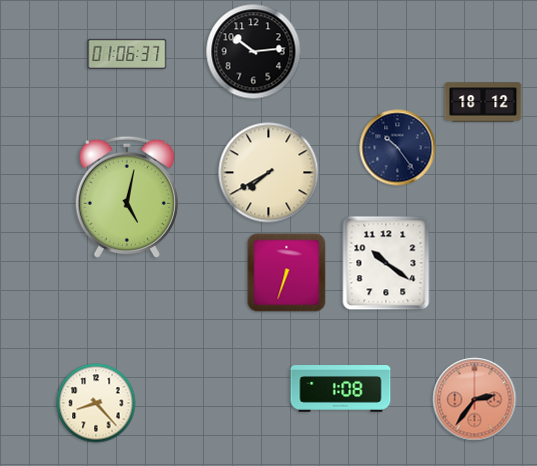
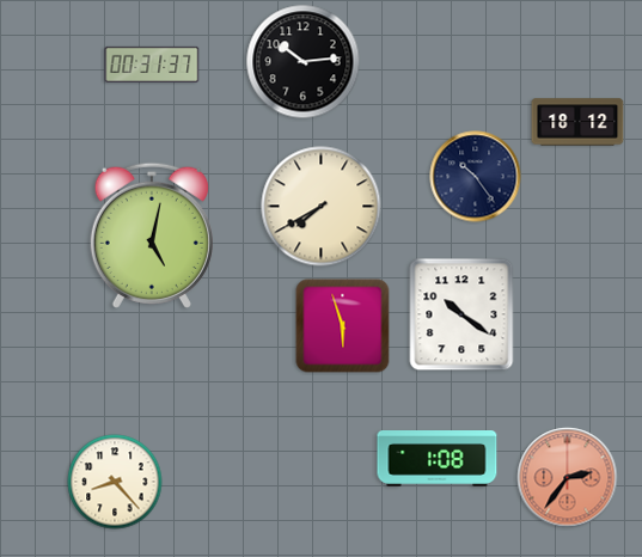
clock at (127, 54): 01:06 -> 00:31
clock at (287, 273): 6:33 -> 5:57
clock at (341, 389) position: (341, 389) -> (438, 459)
